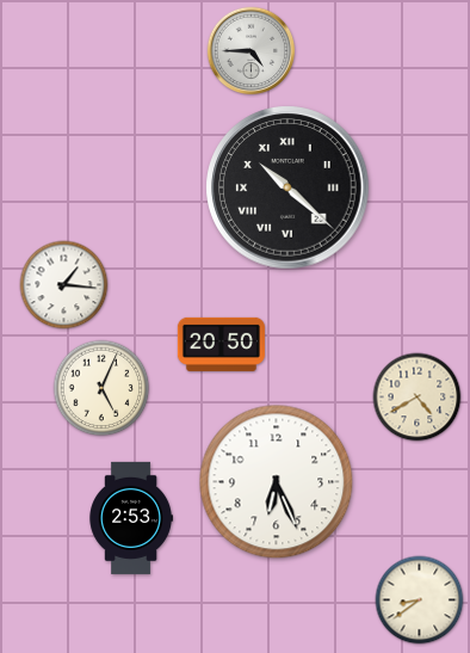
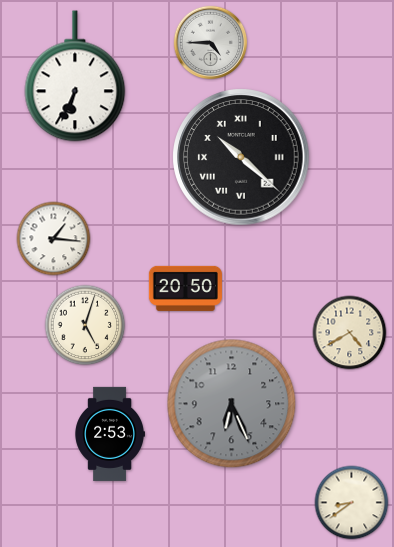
clock at (75, 76): none -> 6:34
clock at (101, 388): 5:04 -> 5:03
clock at (277, 482) dial: white -> grey
